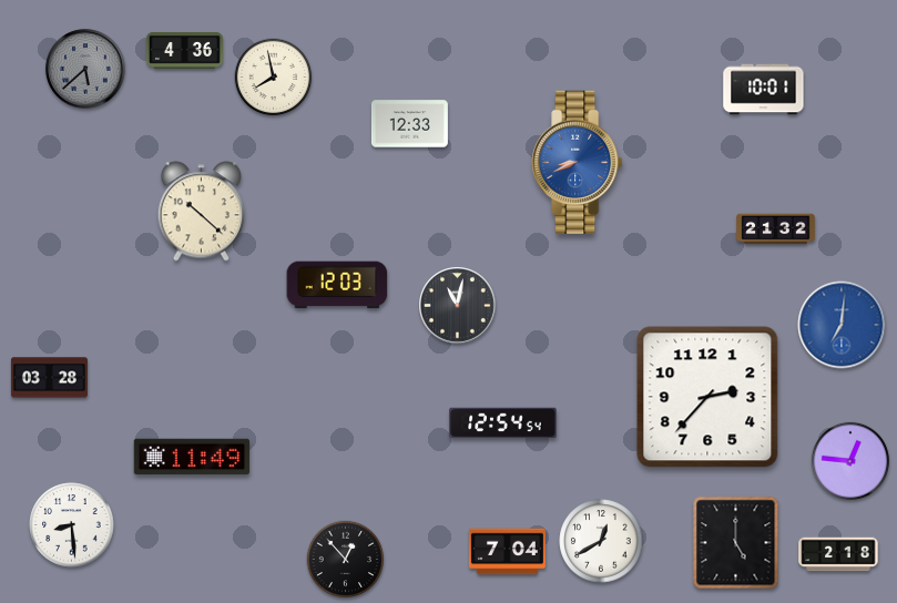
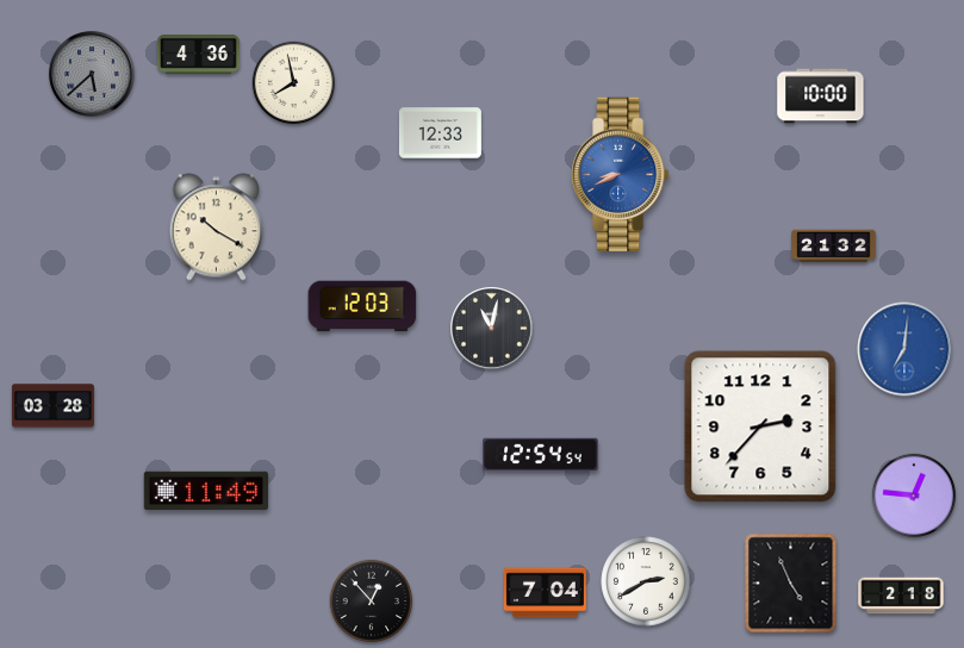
clock at (764, 90): 10:01 -> 10:00
clock at (202, 212): 10:22 -> 10:20
clock at (72, 525): 8:29 -> none
clock at (601, 541): 12:40 -> 2:40
clock at (736, 543): 5:00 -> 4:56
